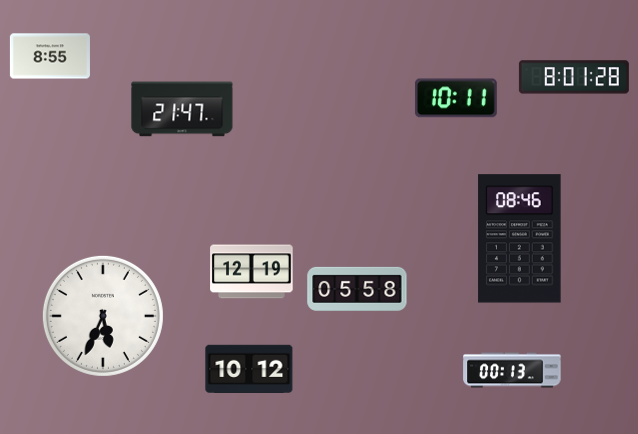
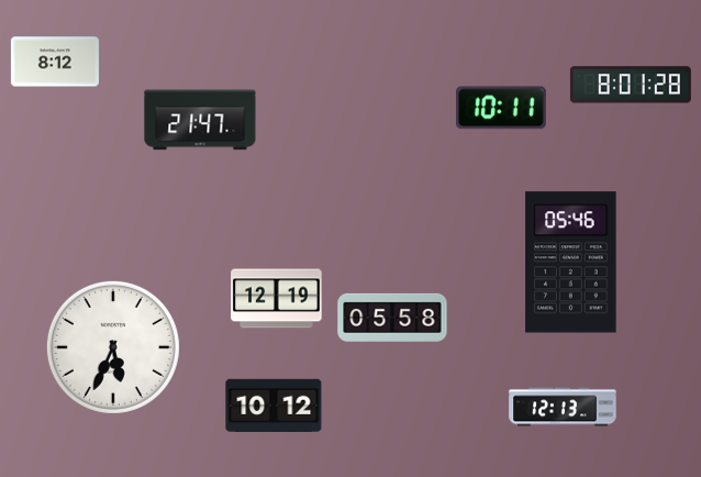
clock at (50, 56): 8:55 -> 8:12
clock at (520, 239): 08:46 -> 05:46
clock at (512, 370): 00:13 -> 12:13
